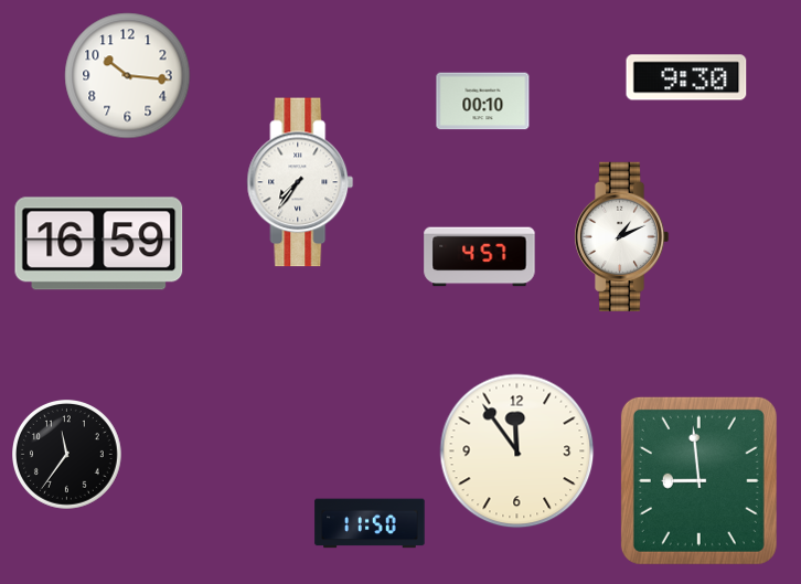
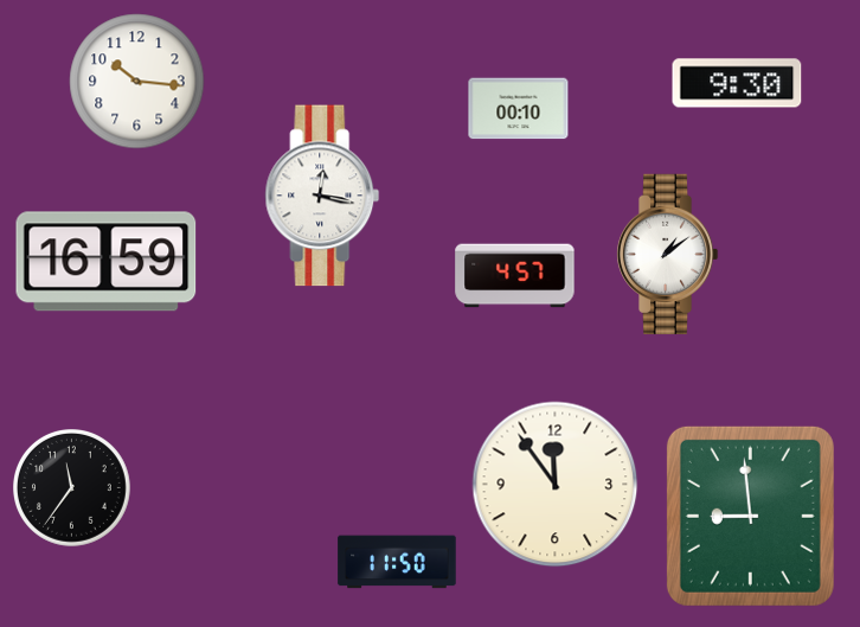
clock at (300, 182): 7:36 -> 12:17
clock at (621, 236): 1:11 -> 1:09
